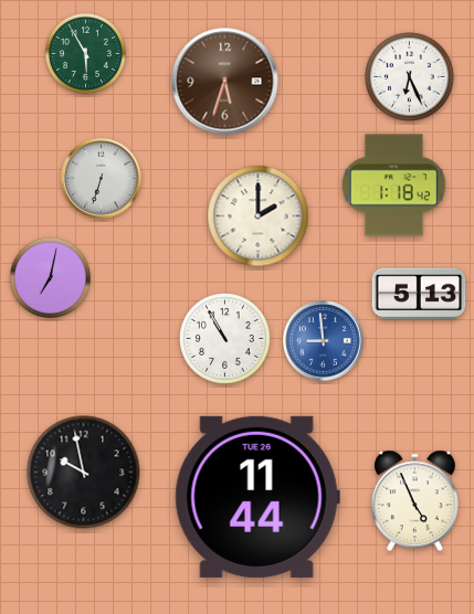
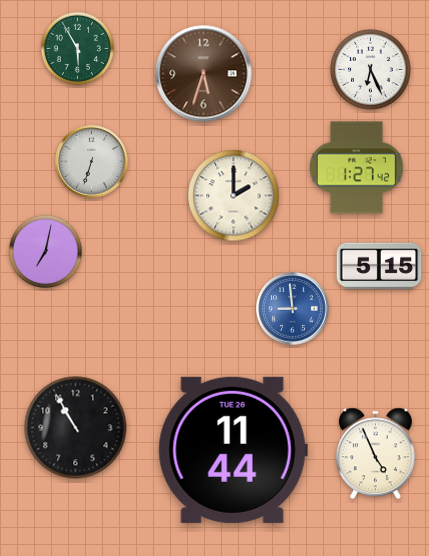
clock at (394, 186): 1:18 -> 1:27
clock at (419, 294): 5:13 -> 5:15
clock at (225, 339): 10:55 -> none
clock at (84, 473): 9:58 -> 10:55
